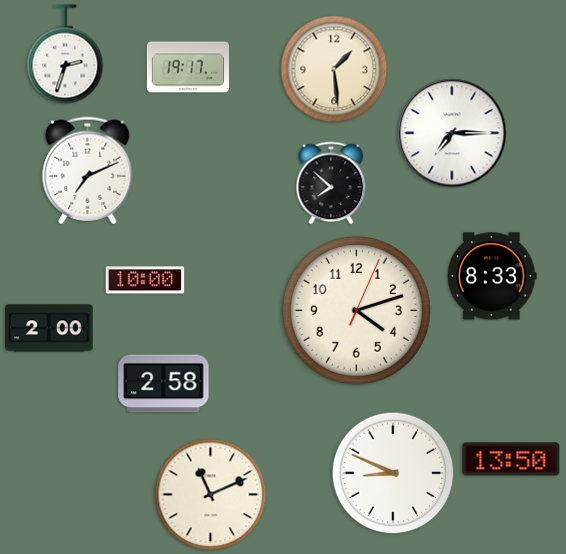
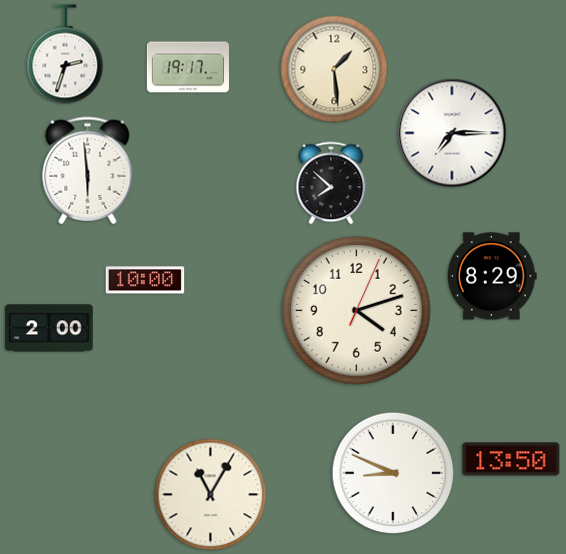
clock at (88, 171): 7:11 -> 5:59
clock at (493, 276): 8:33 -> 8:29
clock at (164, 384): 2:58 -> none
clock at (211, 495): 11:11 -> 11:05
